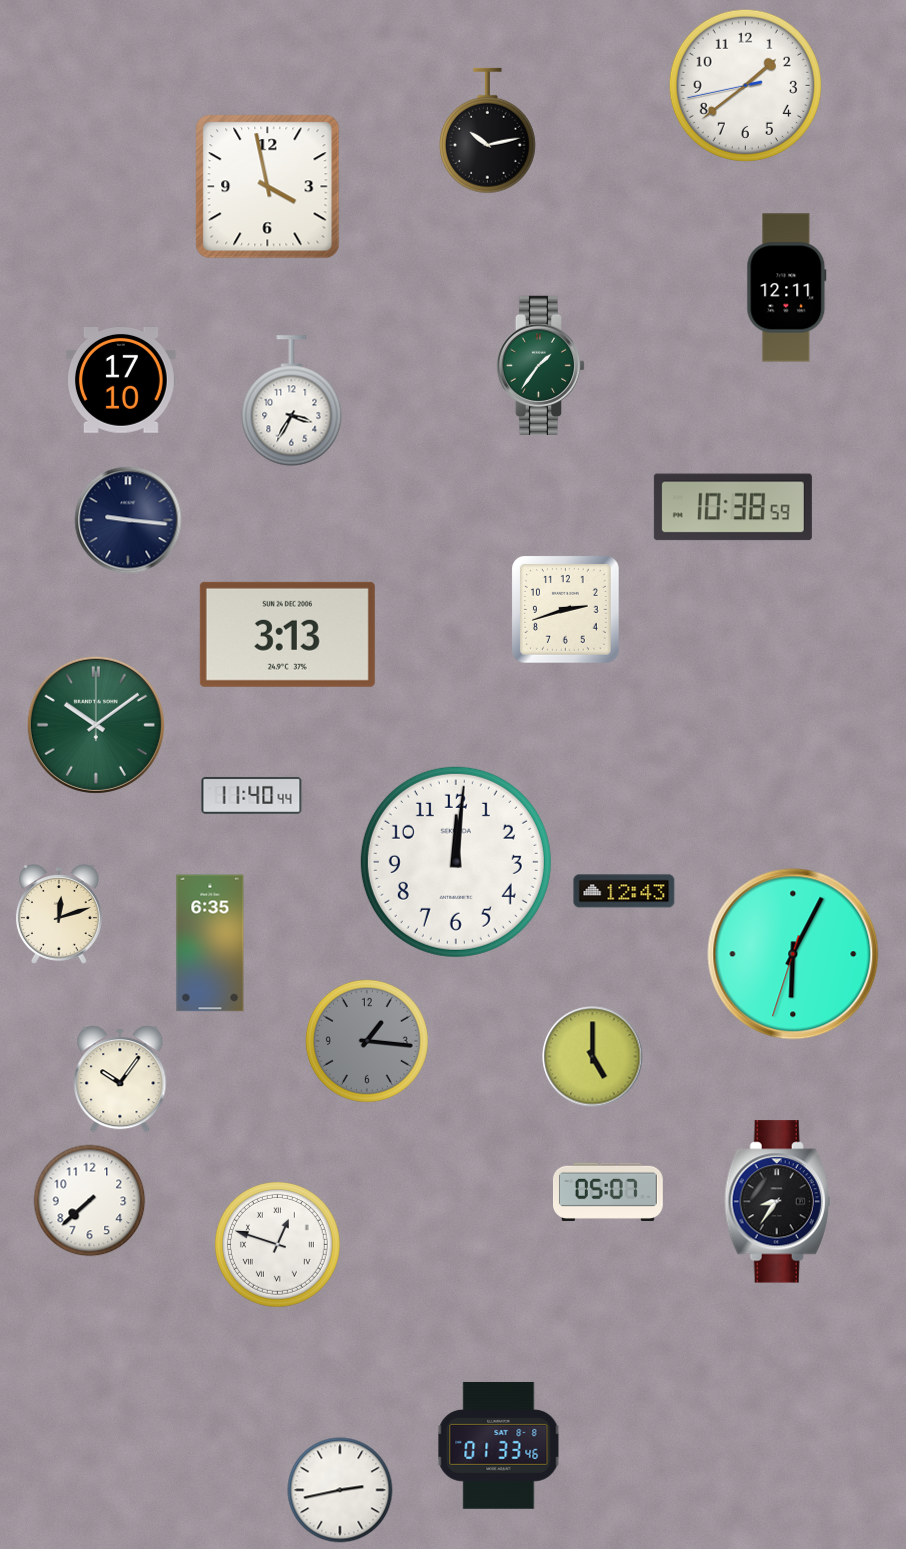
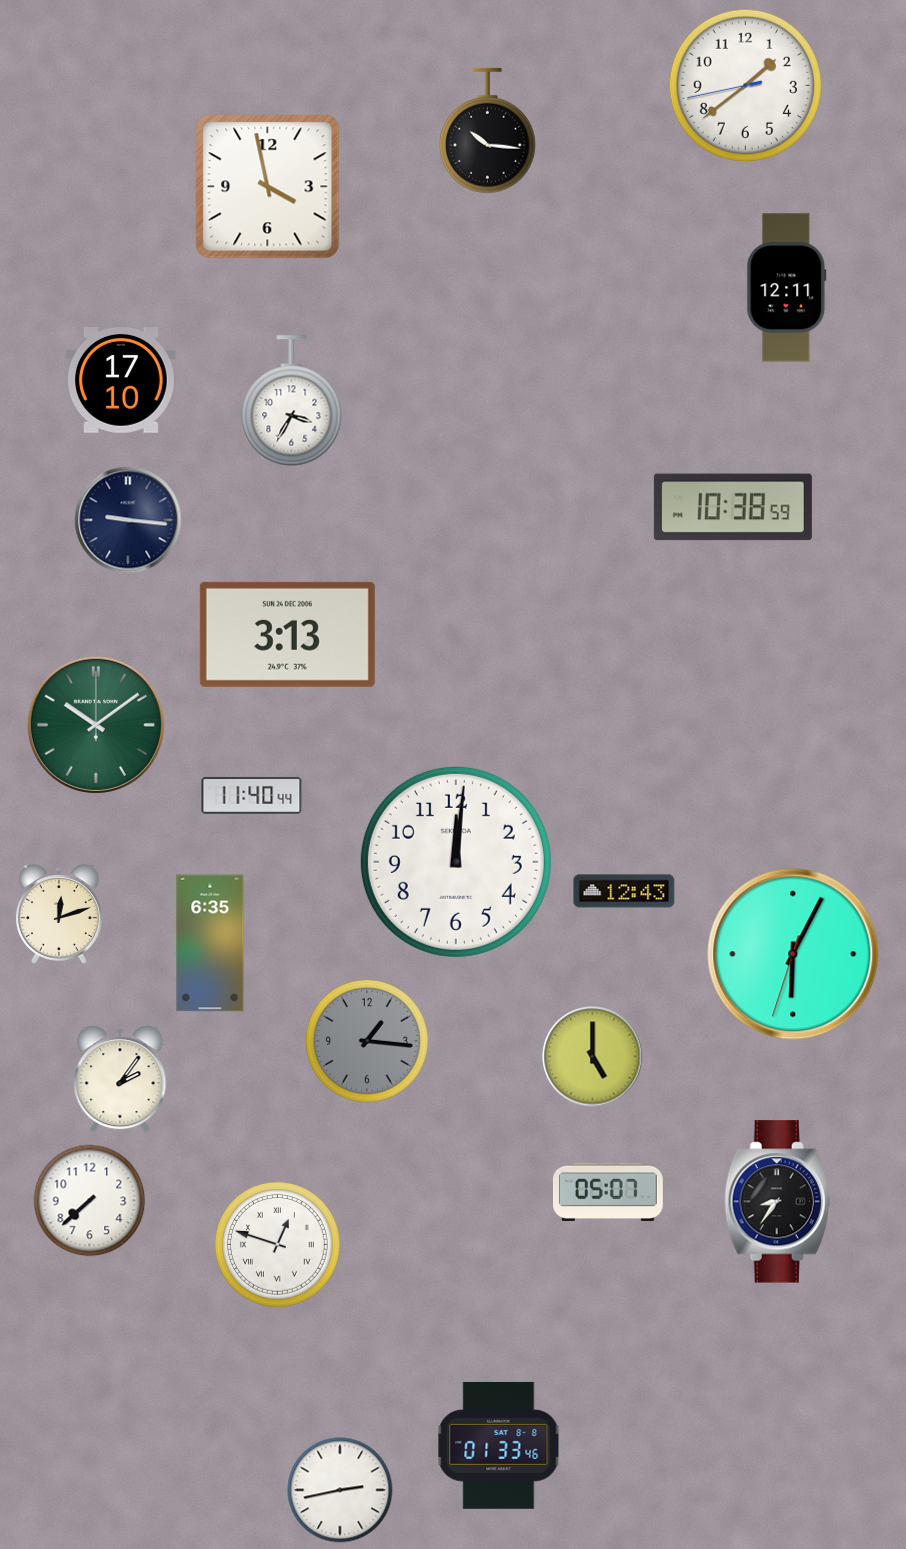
clock at (487, 131): 10:13 -> 10:16
clock at (541, 365): 1:36 -> none
clock at (566, 610): 2:42 -> none
clock at (120, 1079): 10:06 -> 2:06
